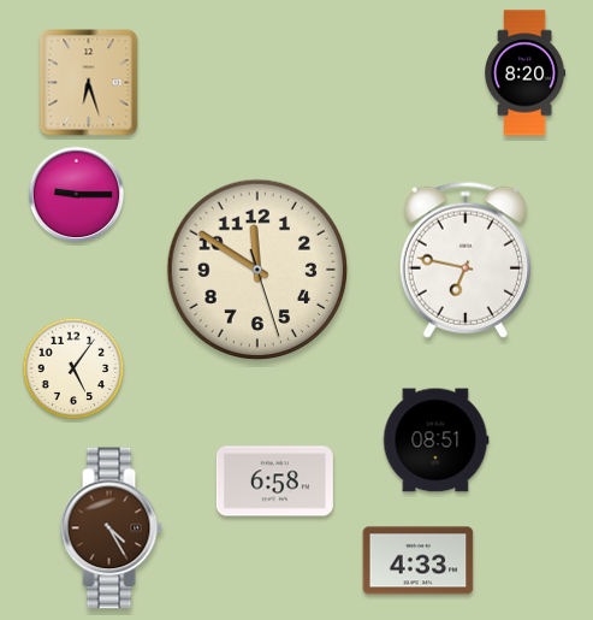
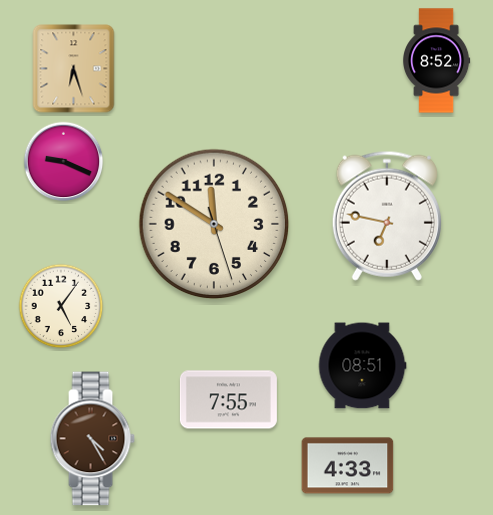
clock at (526, 73): 8:20 -> 8:52
clock at (77, 195): 9:15 -> 9:19
clock at (274, 482): 6:58 -> 7:55
